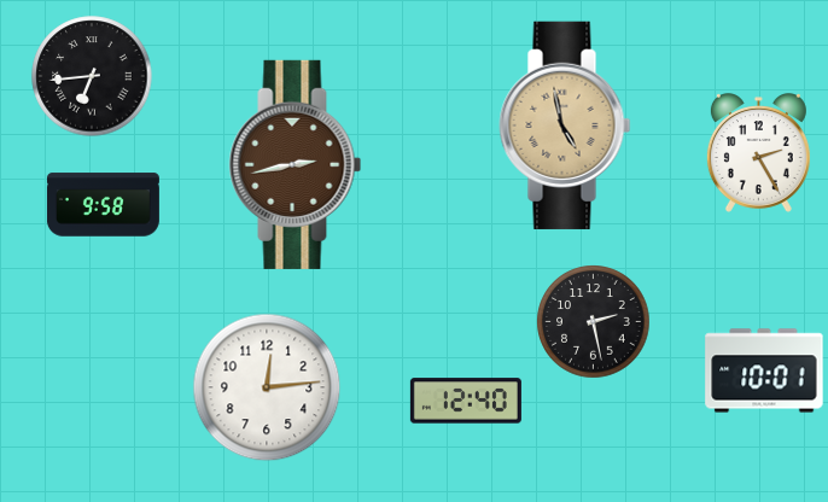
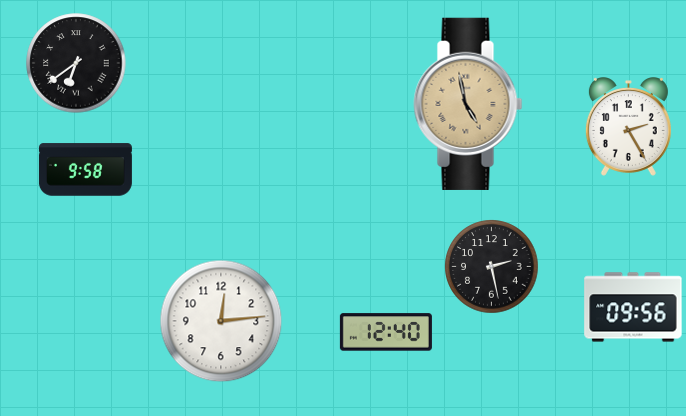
clock at (92, 76): 6:44 -> 6:39
clock at (296, 164): 2:43 -> none
clock at (764, 370): 10:01 -> 09:56
